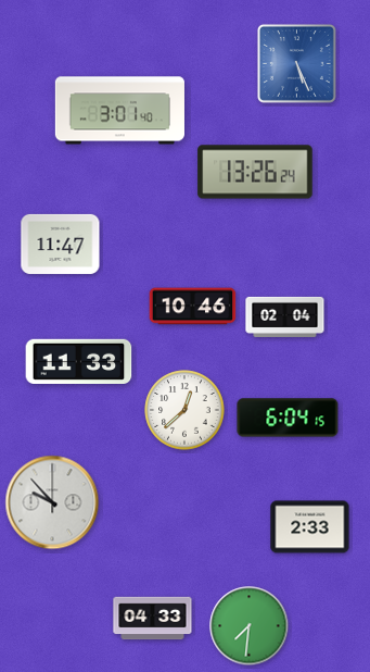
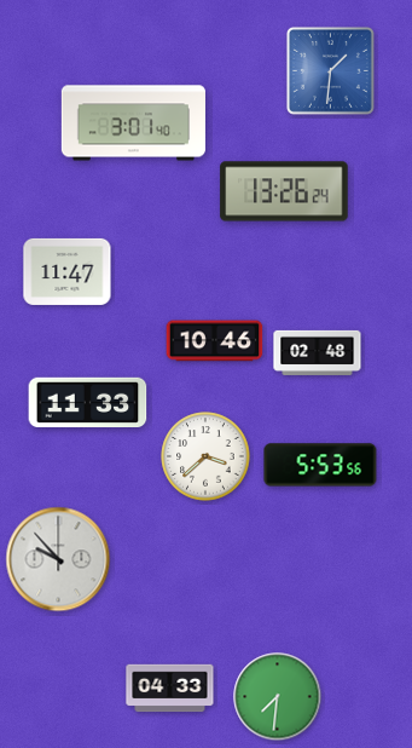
clock at (296, 63): 5:26 -> 1:31
clock at (285, 316): 02:04 -> 02:48
clock at (184, 410): 12:38 -> 3:38
clock at (288, 418): 6:04 -> 5:53
clock at (310, 527): 2:33 -> none
